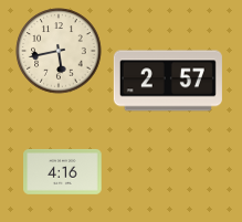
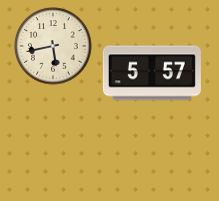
clock at (168, 81): 2:57 -> 5:57
clock at (63, 171): 4:16 -> none
